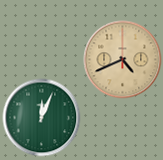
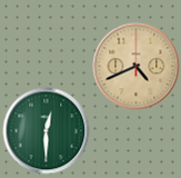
clock at (41, 117): 12:04 -> 12:30
